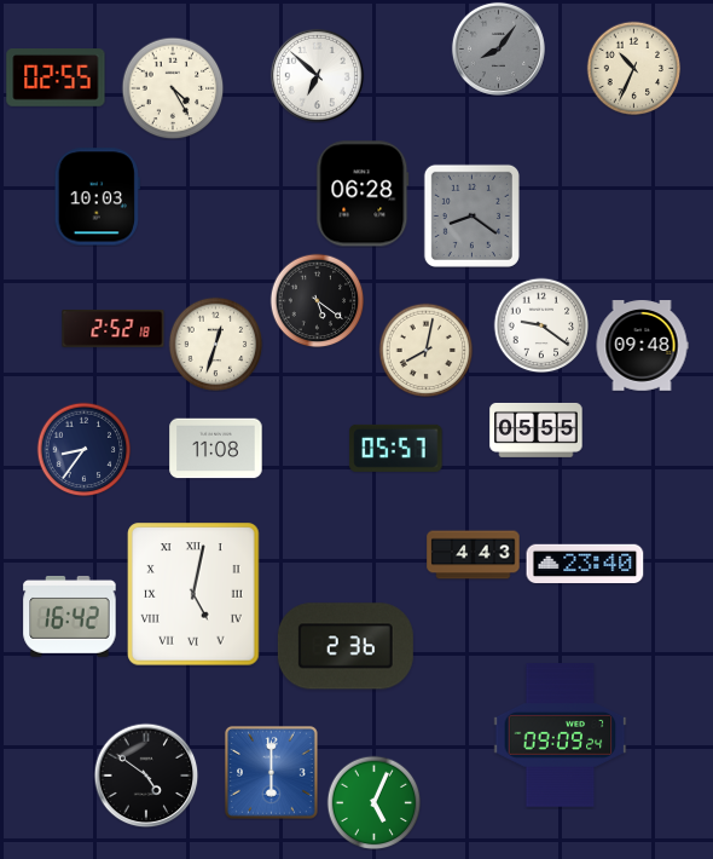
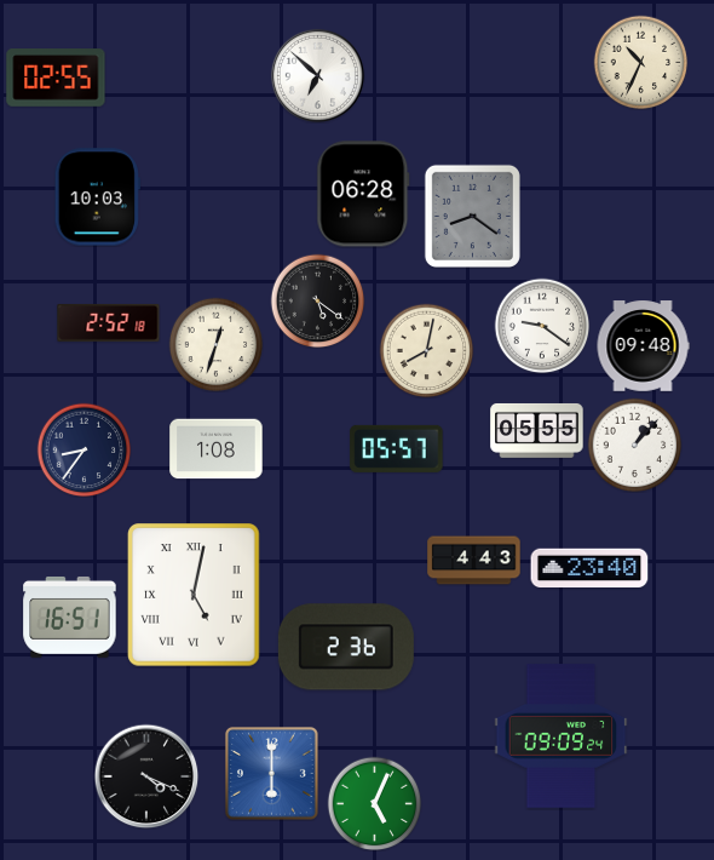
clock at (498, 48): 8:06 -> none
clock at (633, 68) position: (633, 68) -> (640, 62)
clock at (173, 88): 4:25 -> none
clock at (114, 329) position: (114, 329) -> (109, 323)
clock at (634, 445): none -> 1:07
clock at (216, 449): 11:08 -> 1:08
clock at (474, 555) position: (474, 555) -> (474, 561)
clock at (585, 563) position: (585, 563) -> (589, 567)
clock at (70, 616): 16:42 -> 16:51
clock at (146, 776): 4:51 -> 4:19
